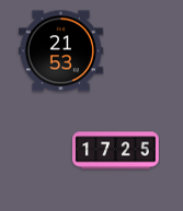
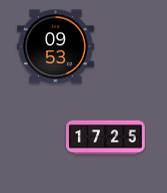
clock at (60, 51): 21:53 -> 09:53
